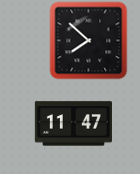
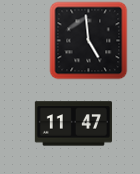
clock at (88, 40): 7:52 -> 4:59
